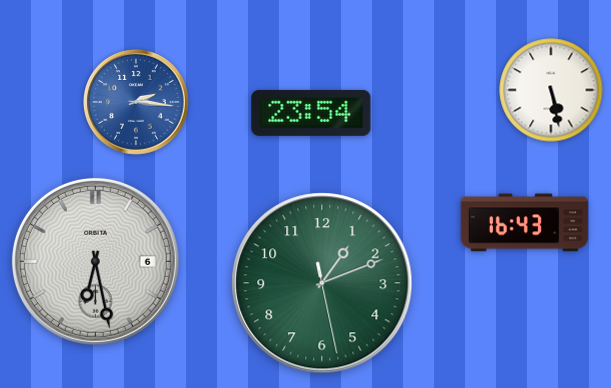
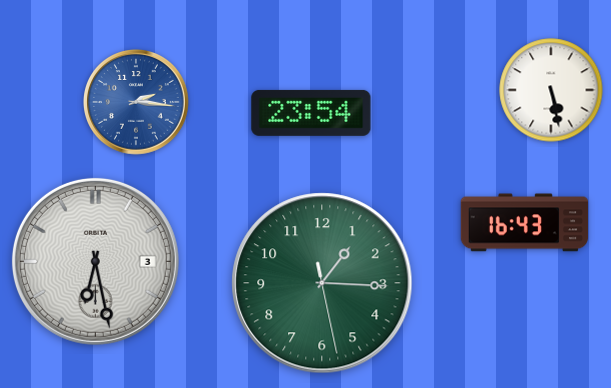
clock at (95, 261) date: 6 -> 3
clock at (322, 283): 1:11 -> 1:15
